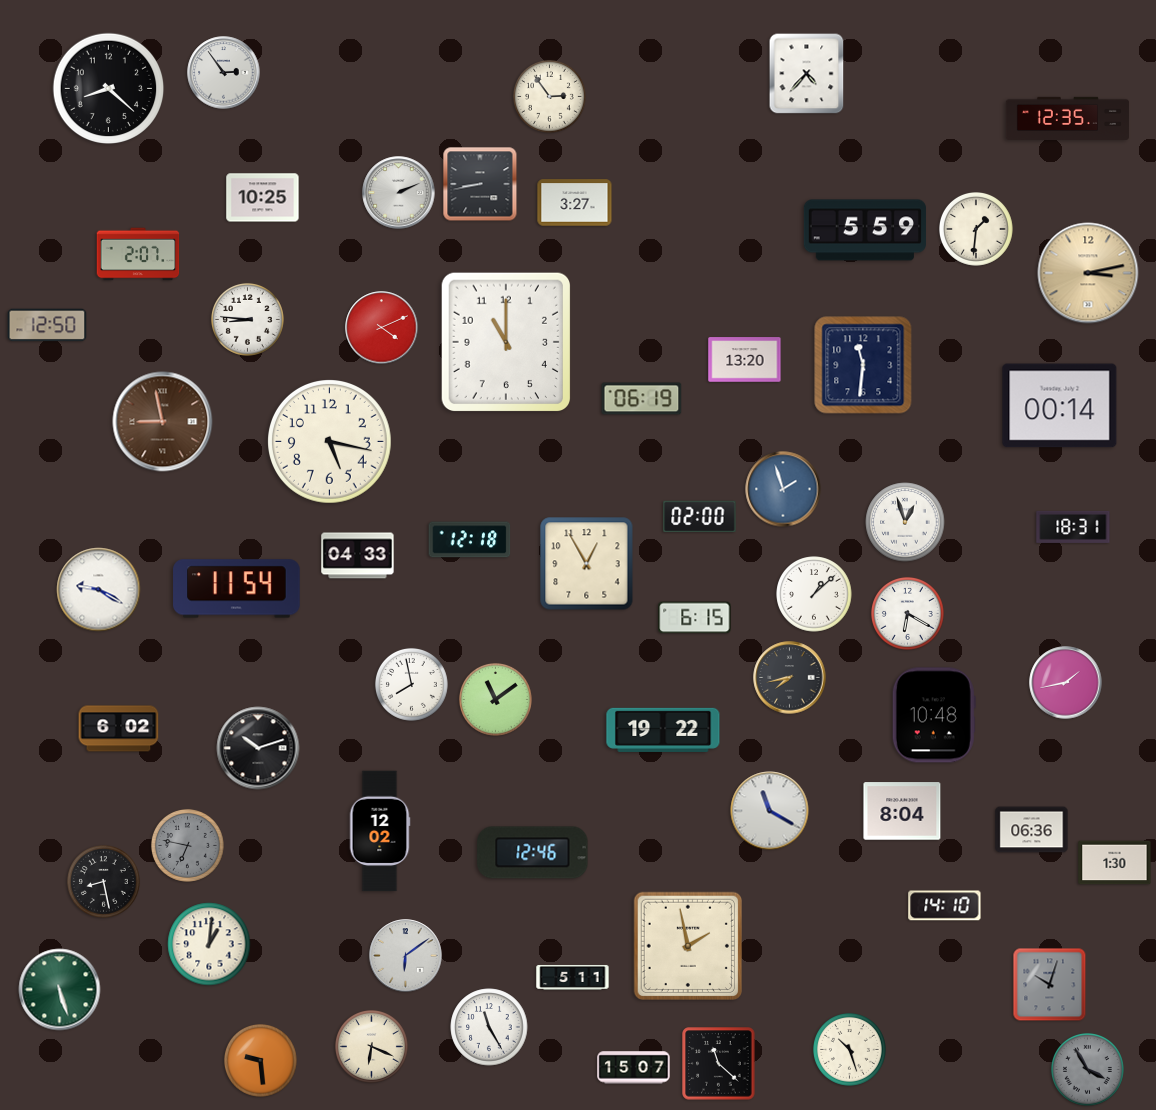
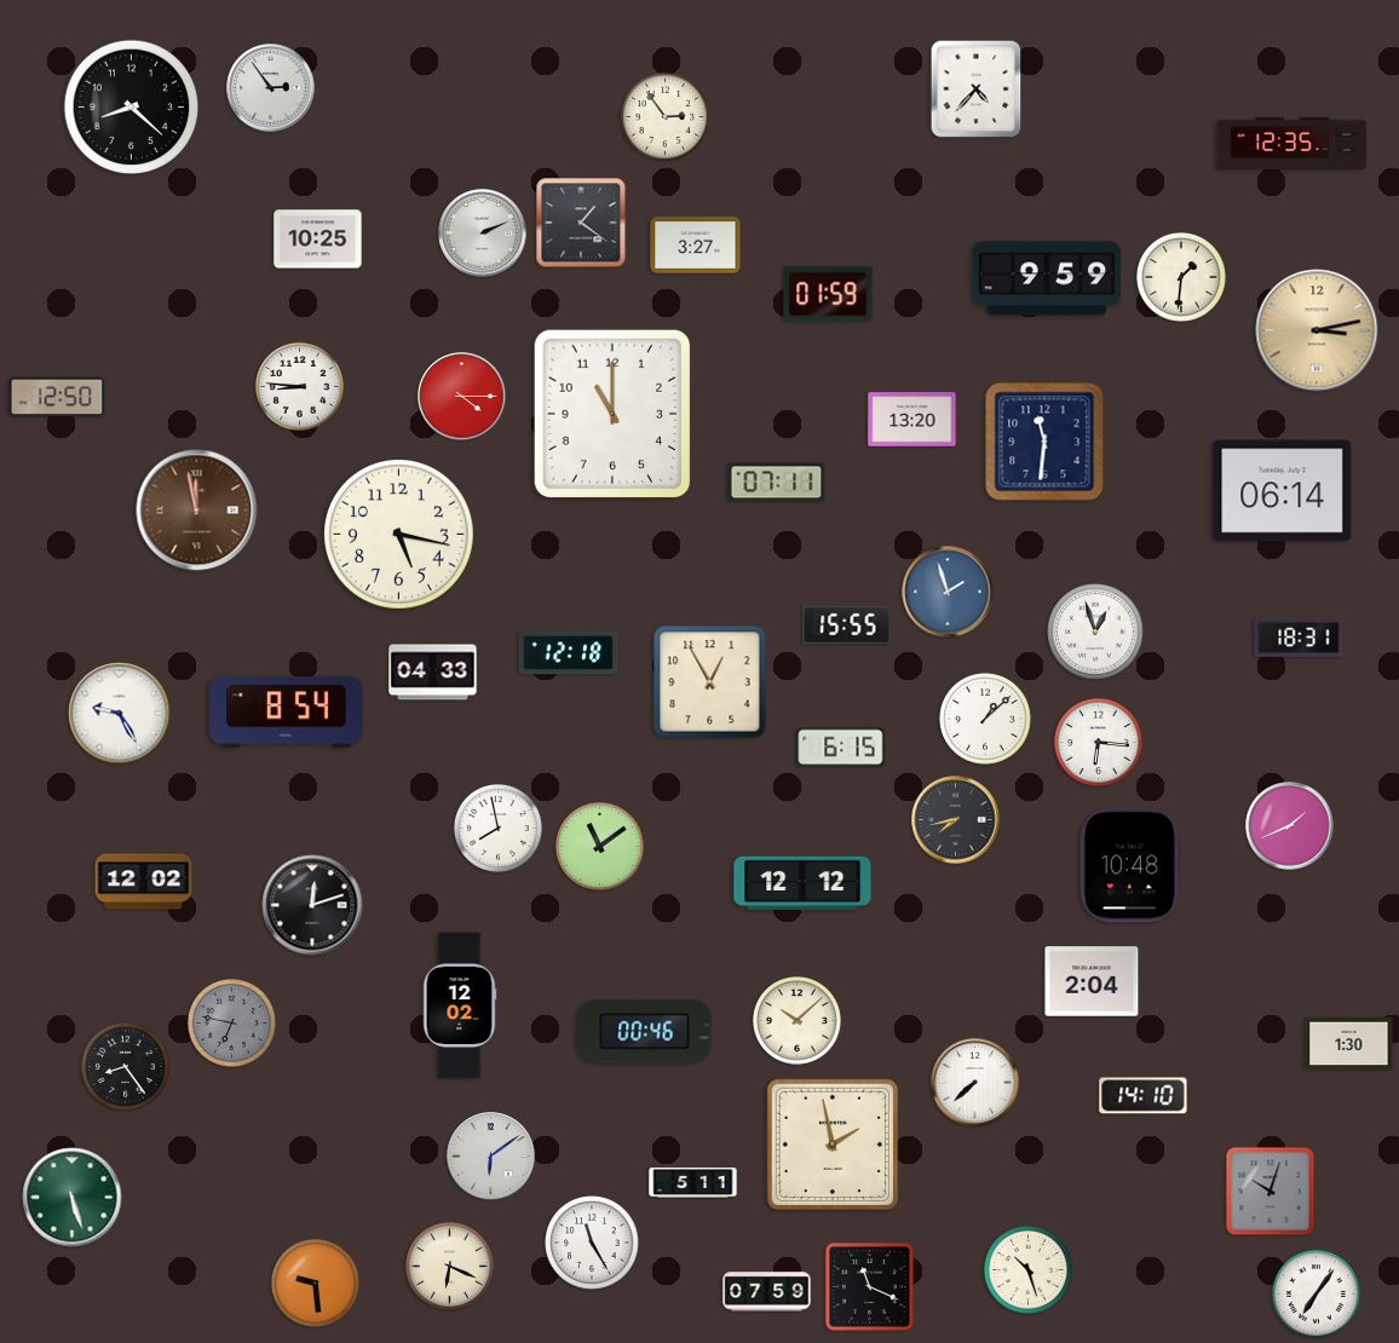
clock at (480, 184): 8:43 -> 1:21
clock at (864, 230): 5:59 -> 9:59
clock at (828, 294): none -> 01:59
clock at (138, 254): 2:07 -> none
clock at (47, 325) position: (47, 325) -> (57, 397)
clock at (382, 328): 4:11 -> 4:15
clock at (745, 360) position: (745, 360) -> (912, 420)
clock at (642, 399): 06:19 -> 07:11
clock at (1060, 406): 00:14 -> 06:14
clock at (163, 422): 8:58 -> 11:58
clock at (700, 517): 02:00 -> 15:55
clock at (237, 589): 11:54 -> 8:54
clock at (99, 590): 9:20 -> 9:25
clock at (907, 613): 6:20 -> 6:16
clock at (1066, 683): 1:43 -> 1:41
clock at (119, 729): 6:02 -> 12:02
clock at (663, 730): 19:22 -> 12:12
clock at (258, 748): 10:12 -> 12:12
clock at (770, 811): 11:20 -> none
clock at (902, 811): 8:04 -> 2:04
clock at (1032, 830): 06:36 -> none
clock at (796, 1020): none -> 10:08
clock at (187, 845) position: (187, 845) -> (231, 1022)
clock at (533, 853): 12:46 -> 00:46
clock at (103, 881): 8:28 -> 8:24
clock at (975, 1083): none -> 7:38
clock at (209, 944): 1:01 -> none
clock at (719, 1064): 11:22 -> 11:19
clock at (634, 1068): 15:07 -> 07:59
clock at (1087, 1069): 3:55 -> 7:06
clock at (1087, 1069) dial: grey -> white
